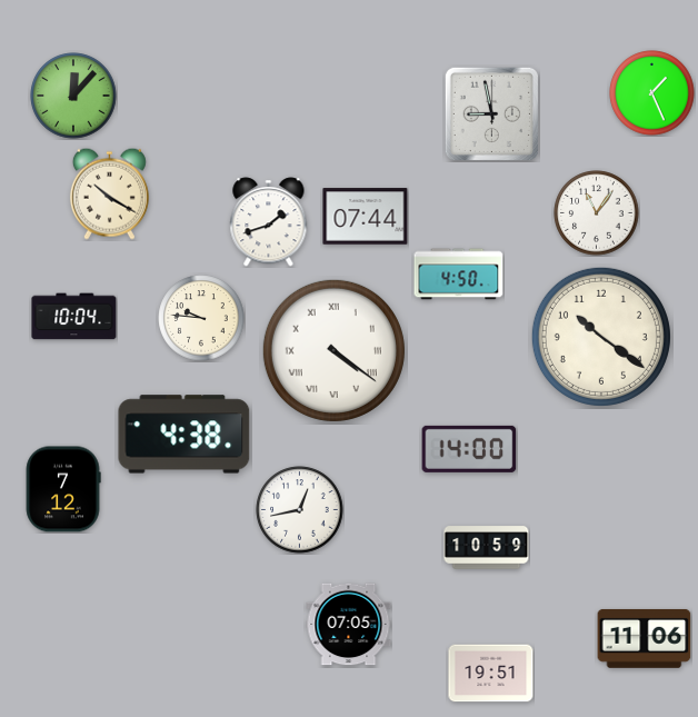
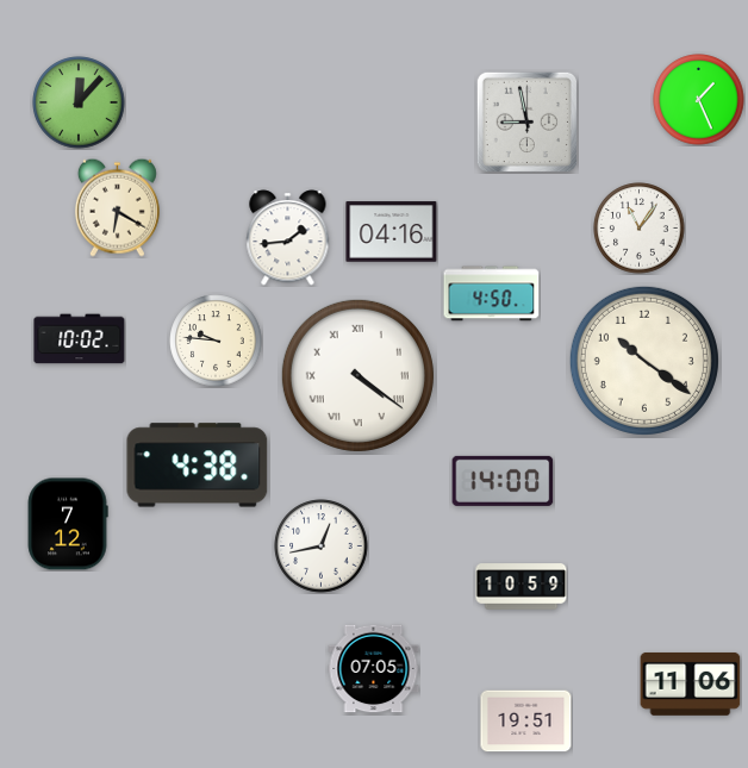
clock at (109, 193): 10:20 -> 6:20
clock at (366, 217): 07:44 -> 04:16
clock at (269, 222): 1:42 -> 1:44
clock at (74, 317): 10:04 -> 10:02
